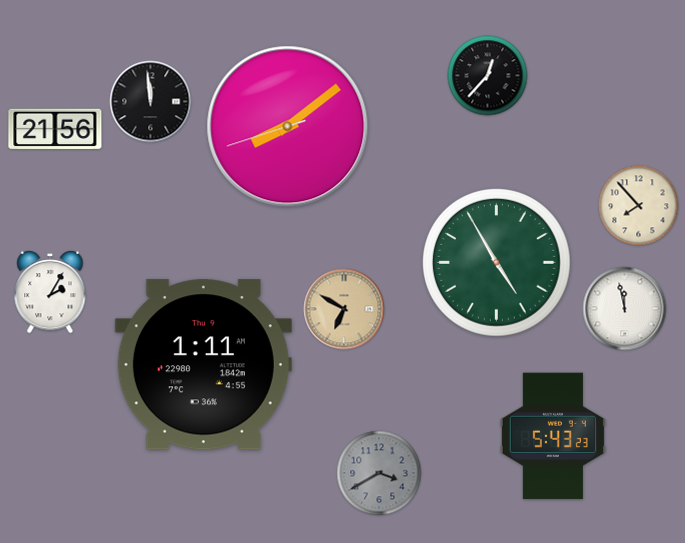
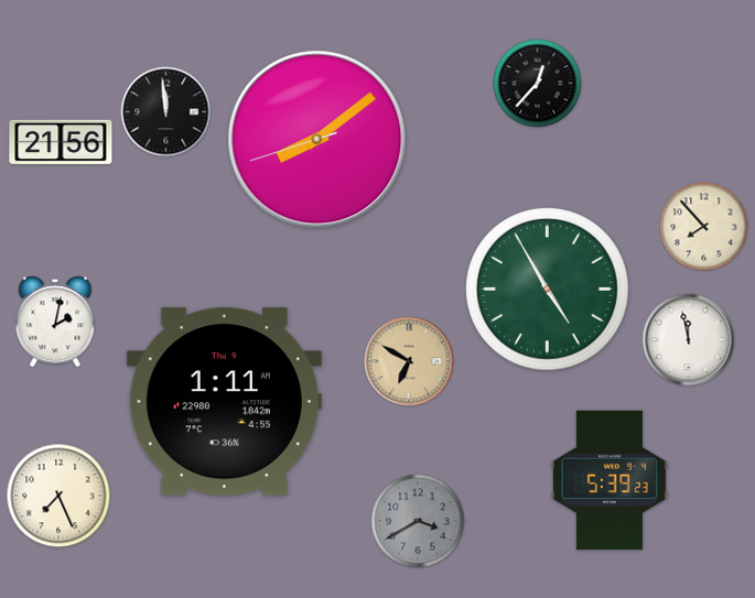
clock at (50, 292): 2:05 -> 2:02
clock at (344, 309) position: (344, 309) -> (409, 361)
clock at (553, 436): 5:43 -> 5:39
clock at (58, 496): none -> 7:26
